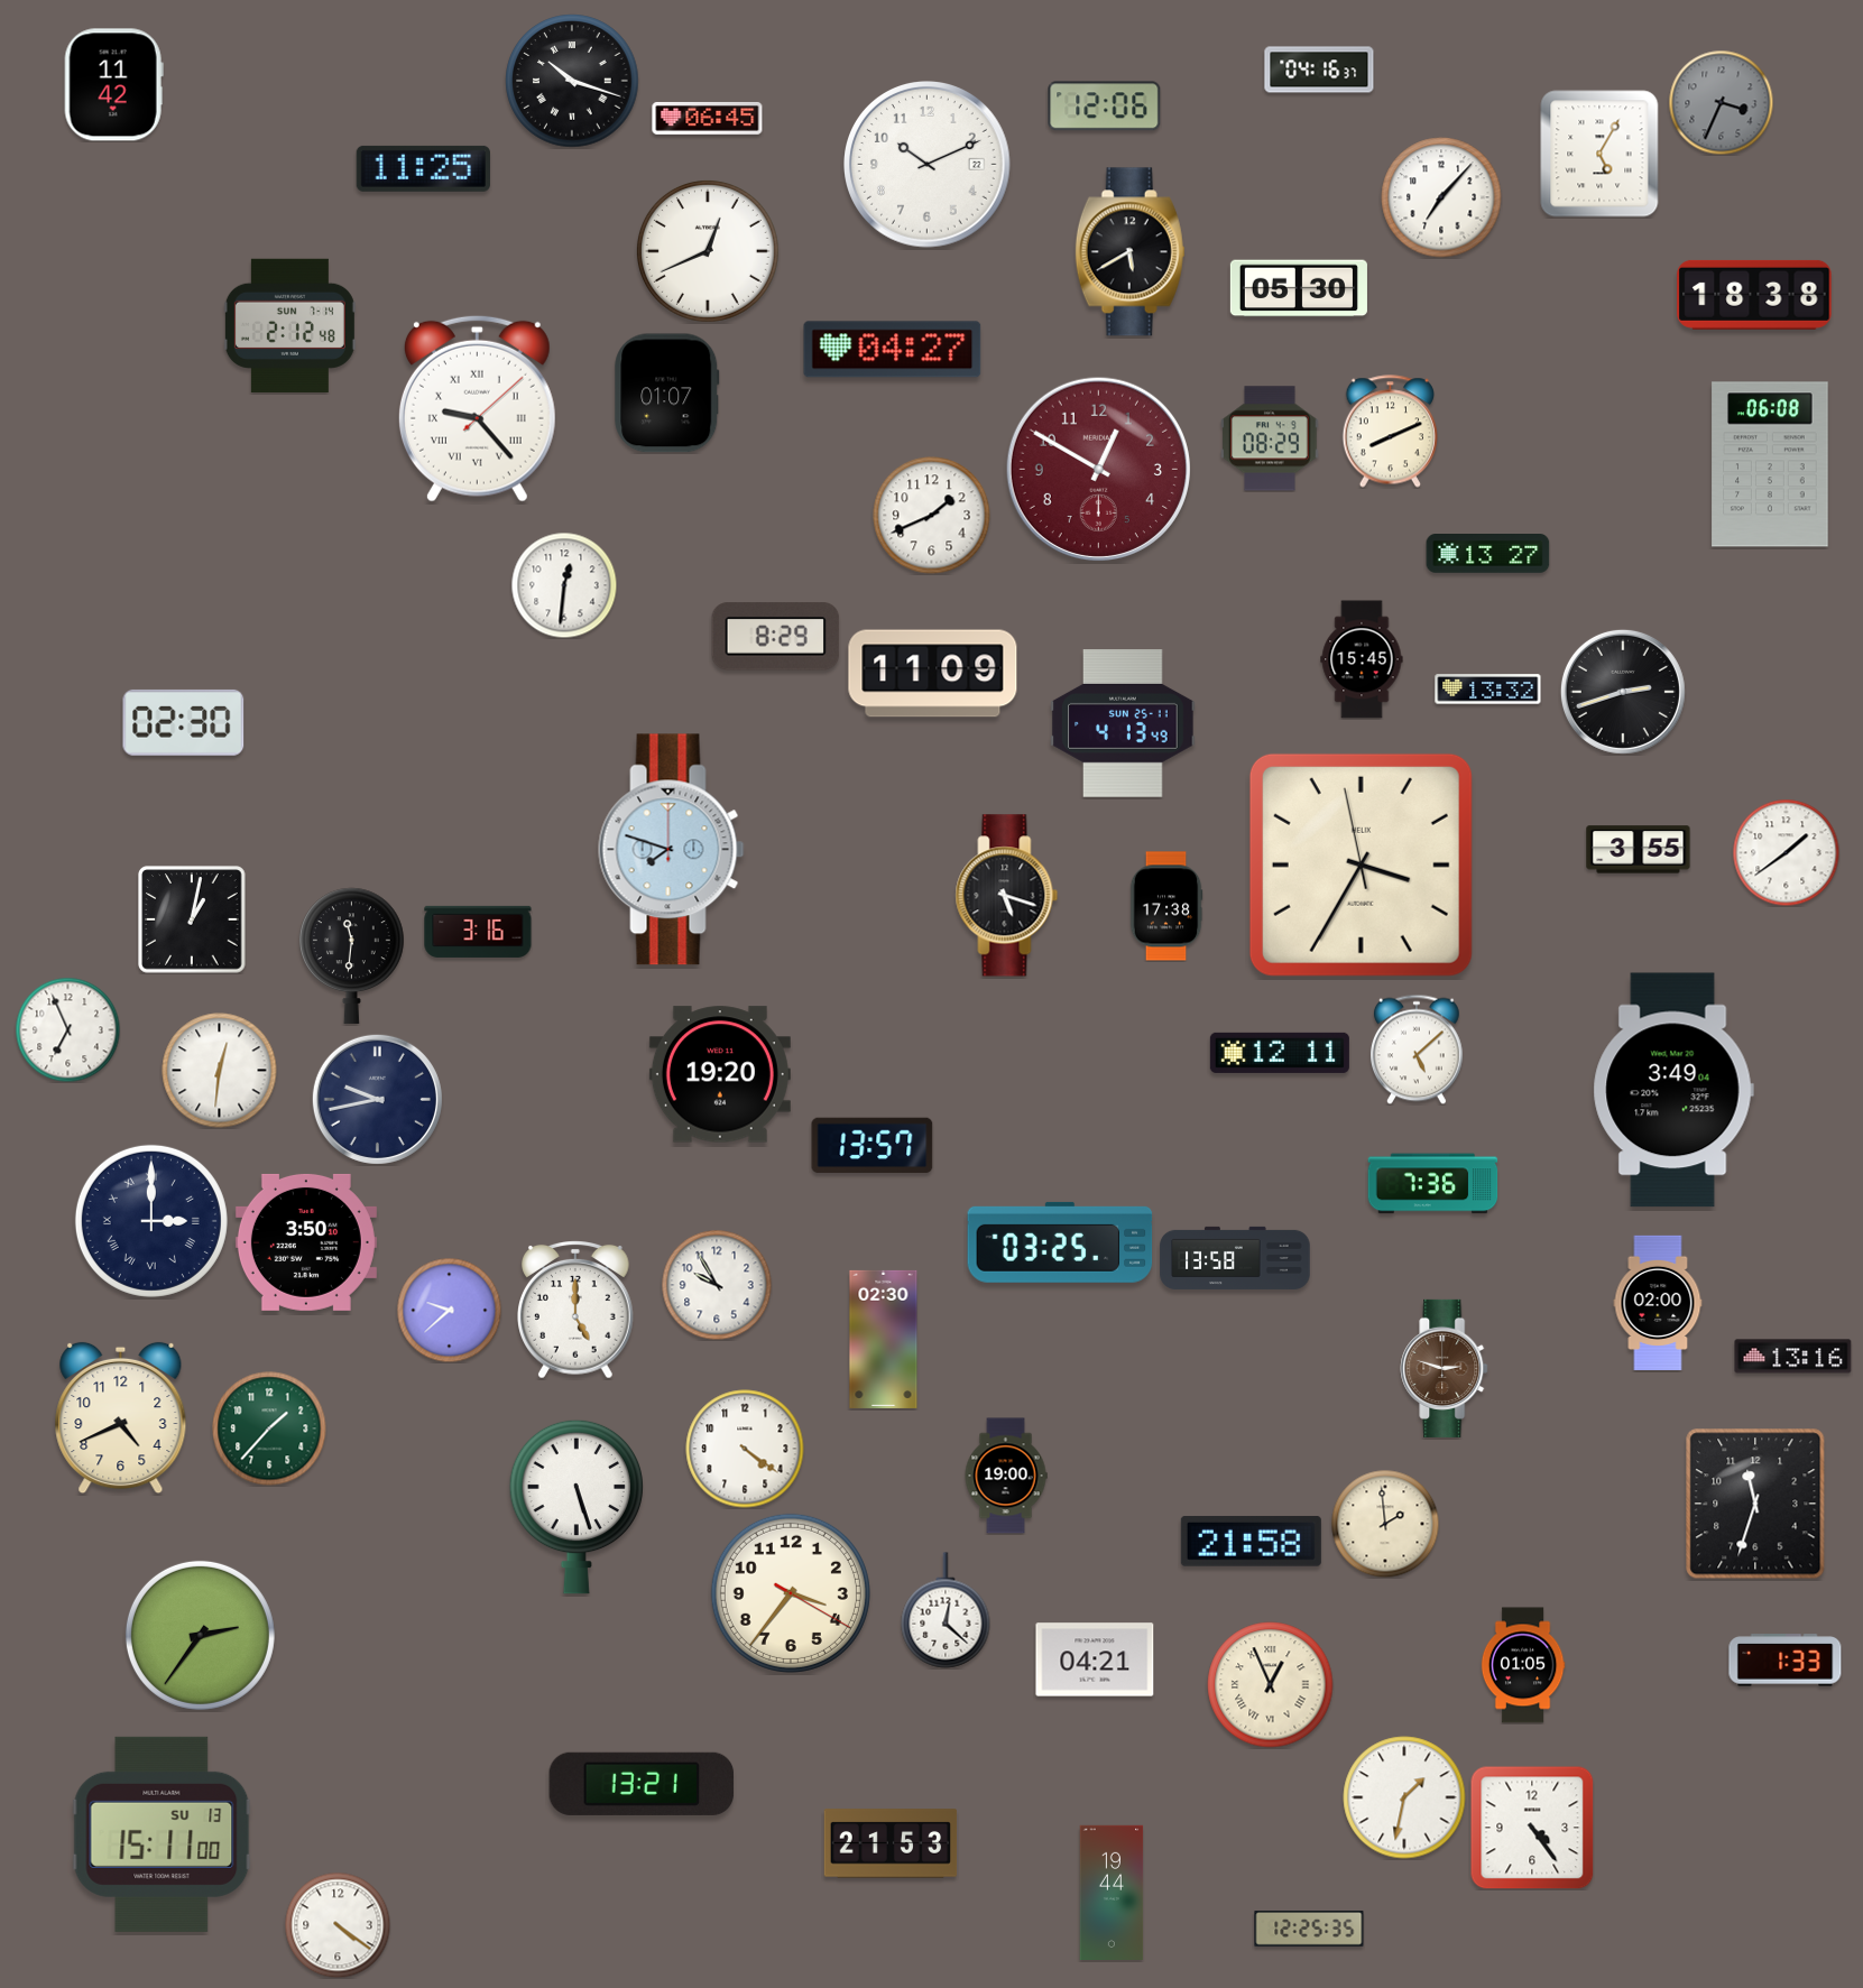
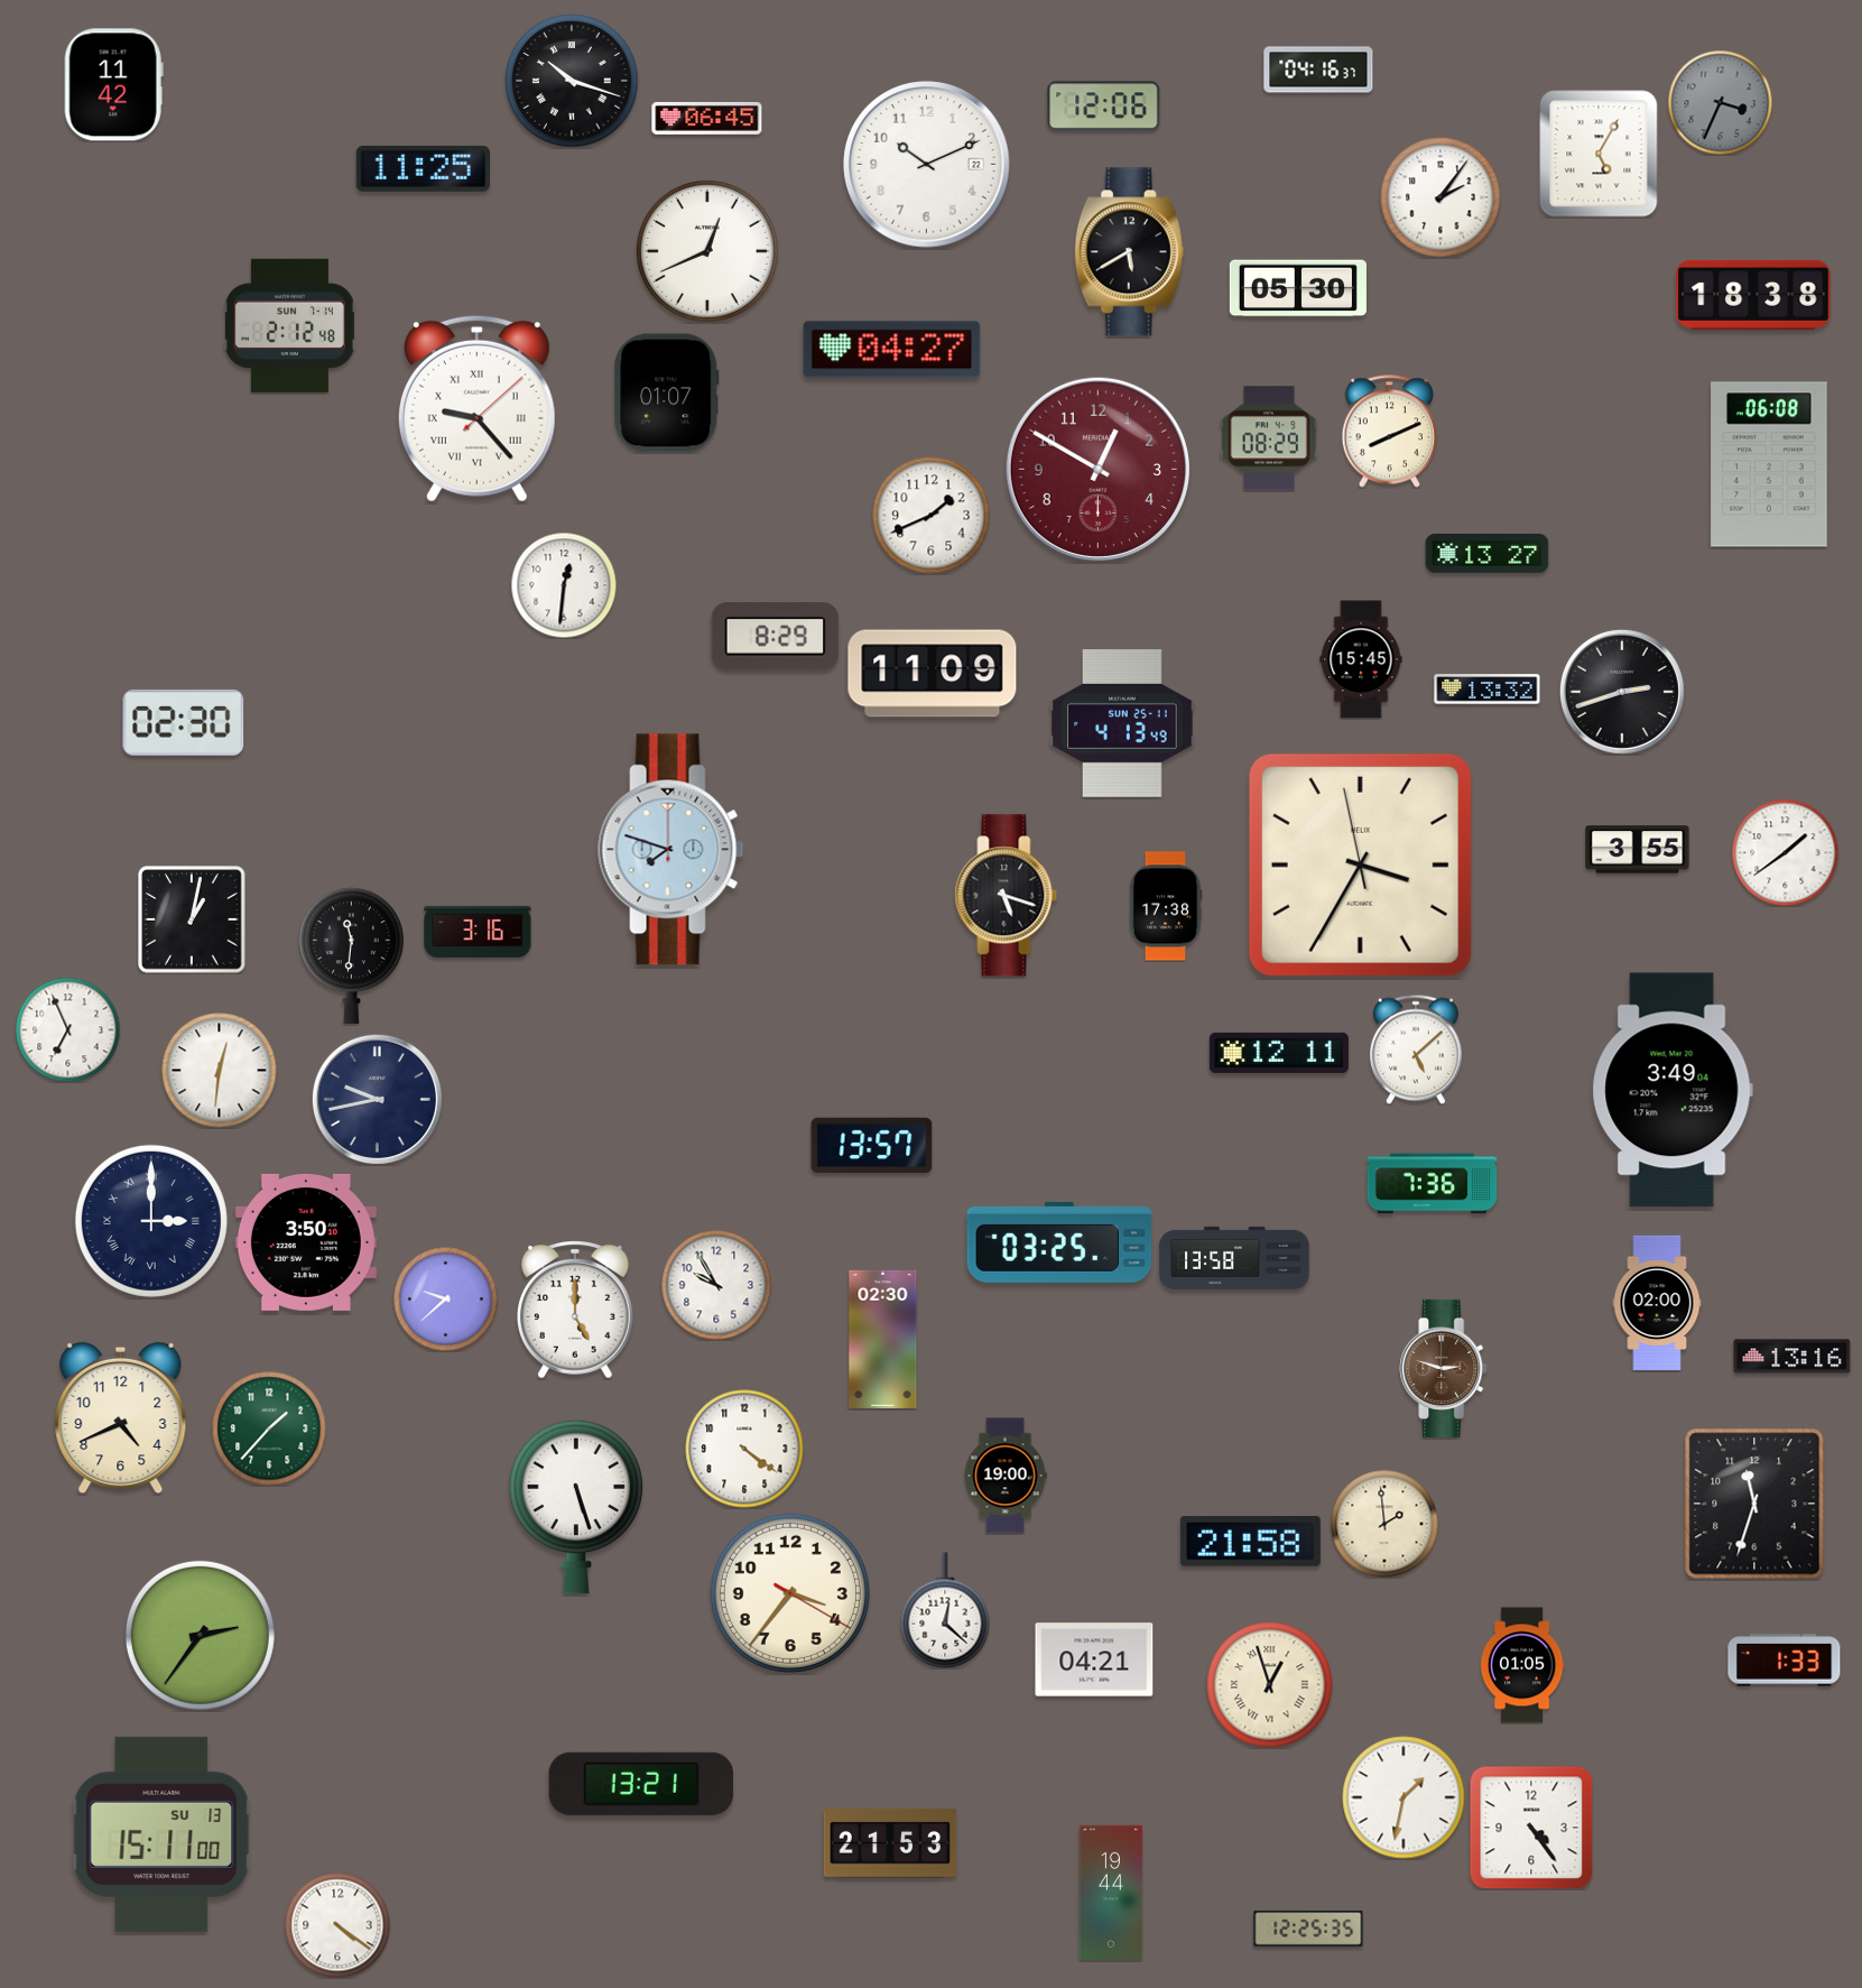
clock at (1441, 197): 7:07 -> 2:06
clock at (720, 1074): 19:20 -> none
clock at (449, 1310) position: (449, 1310) -> (445, 1298)
clock at (1271, 1685): 12:56 -> 12:57
